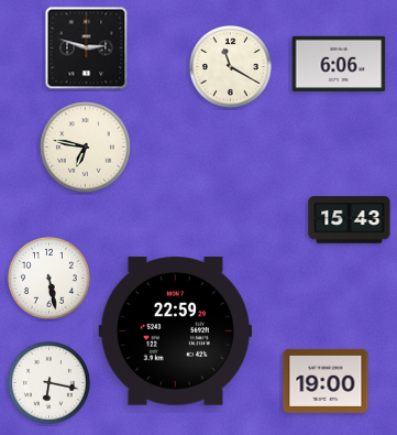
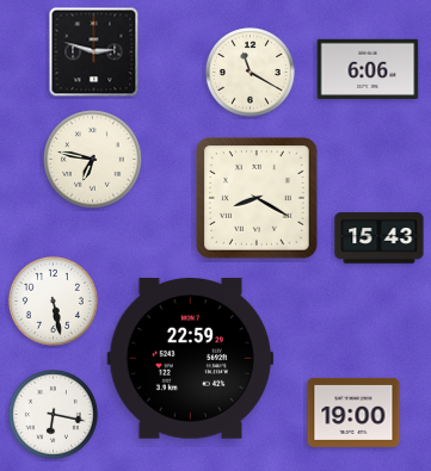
clock at (257, 198): none -> 8:20
